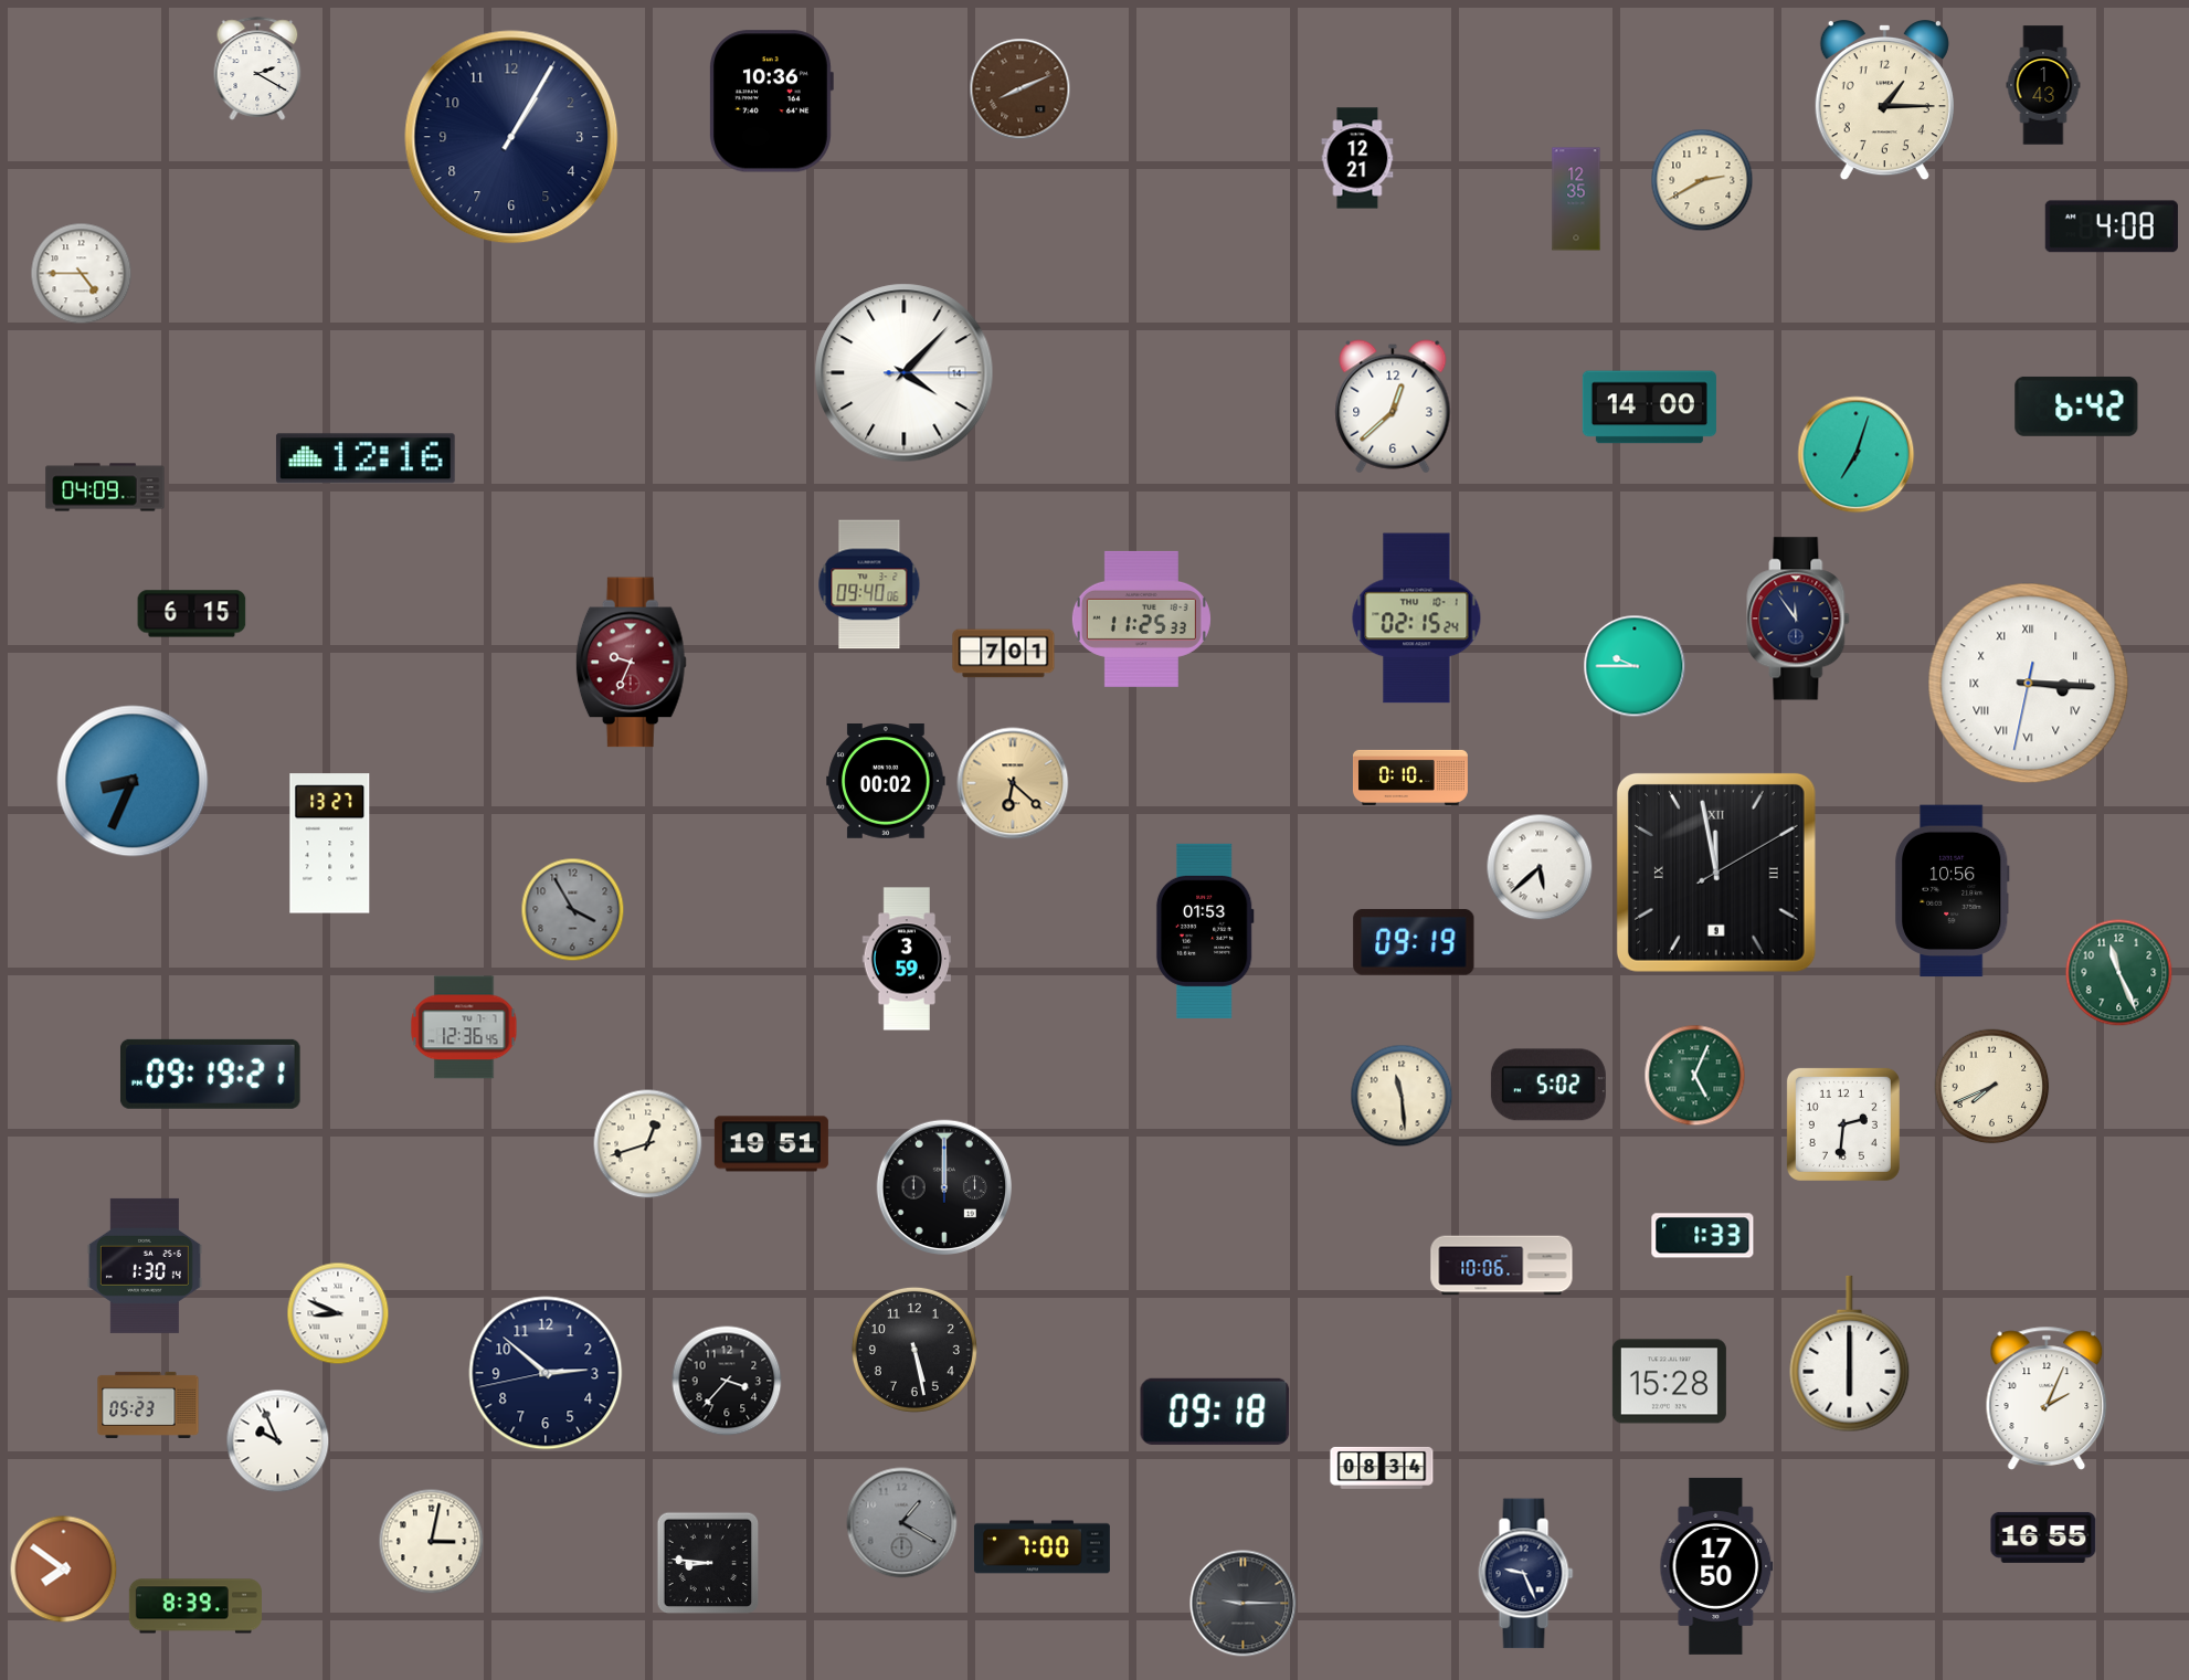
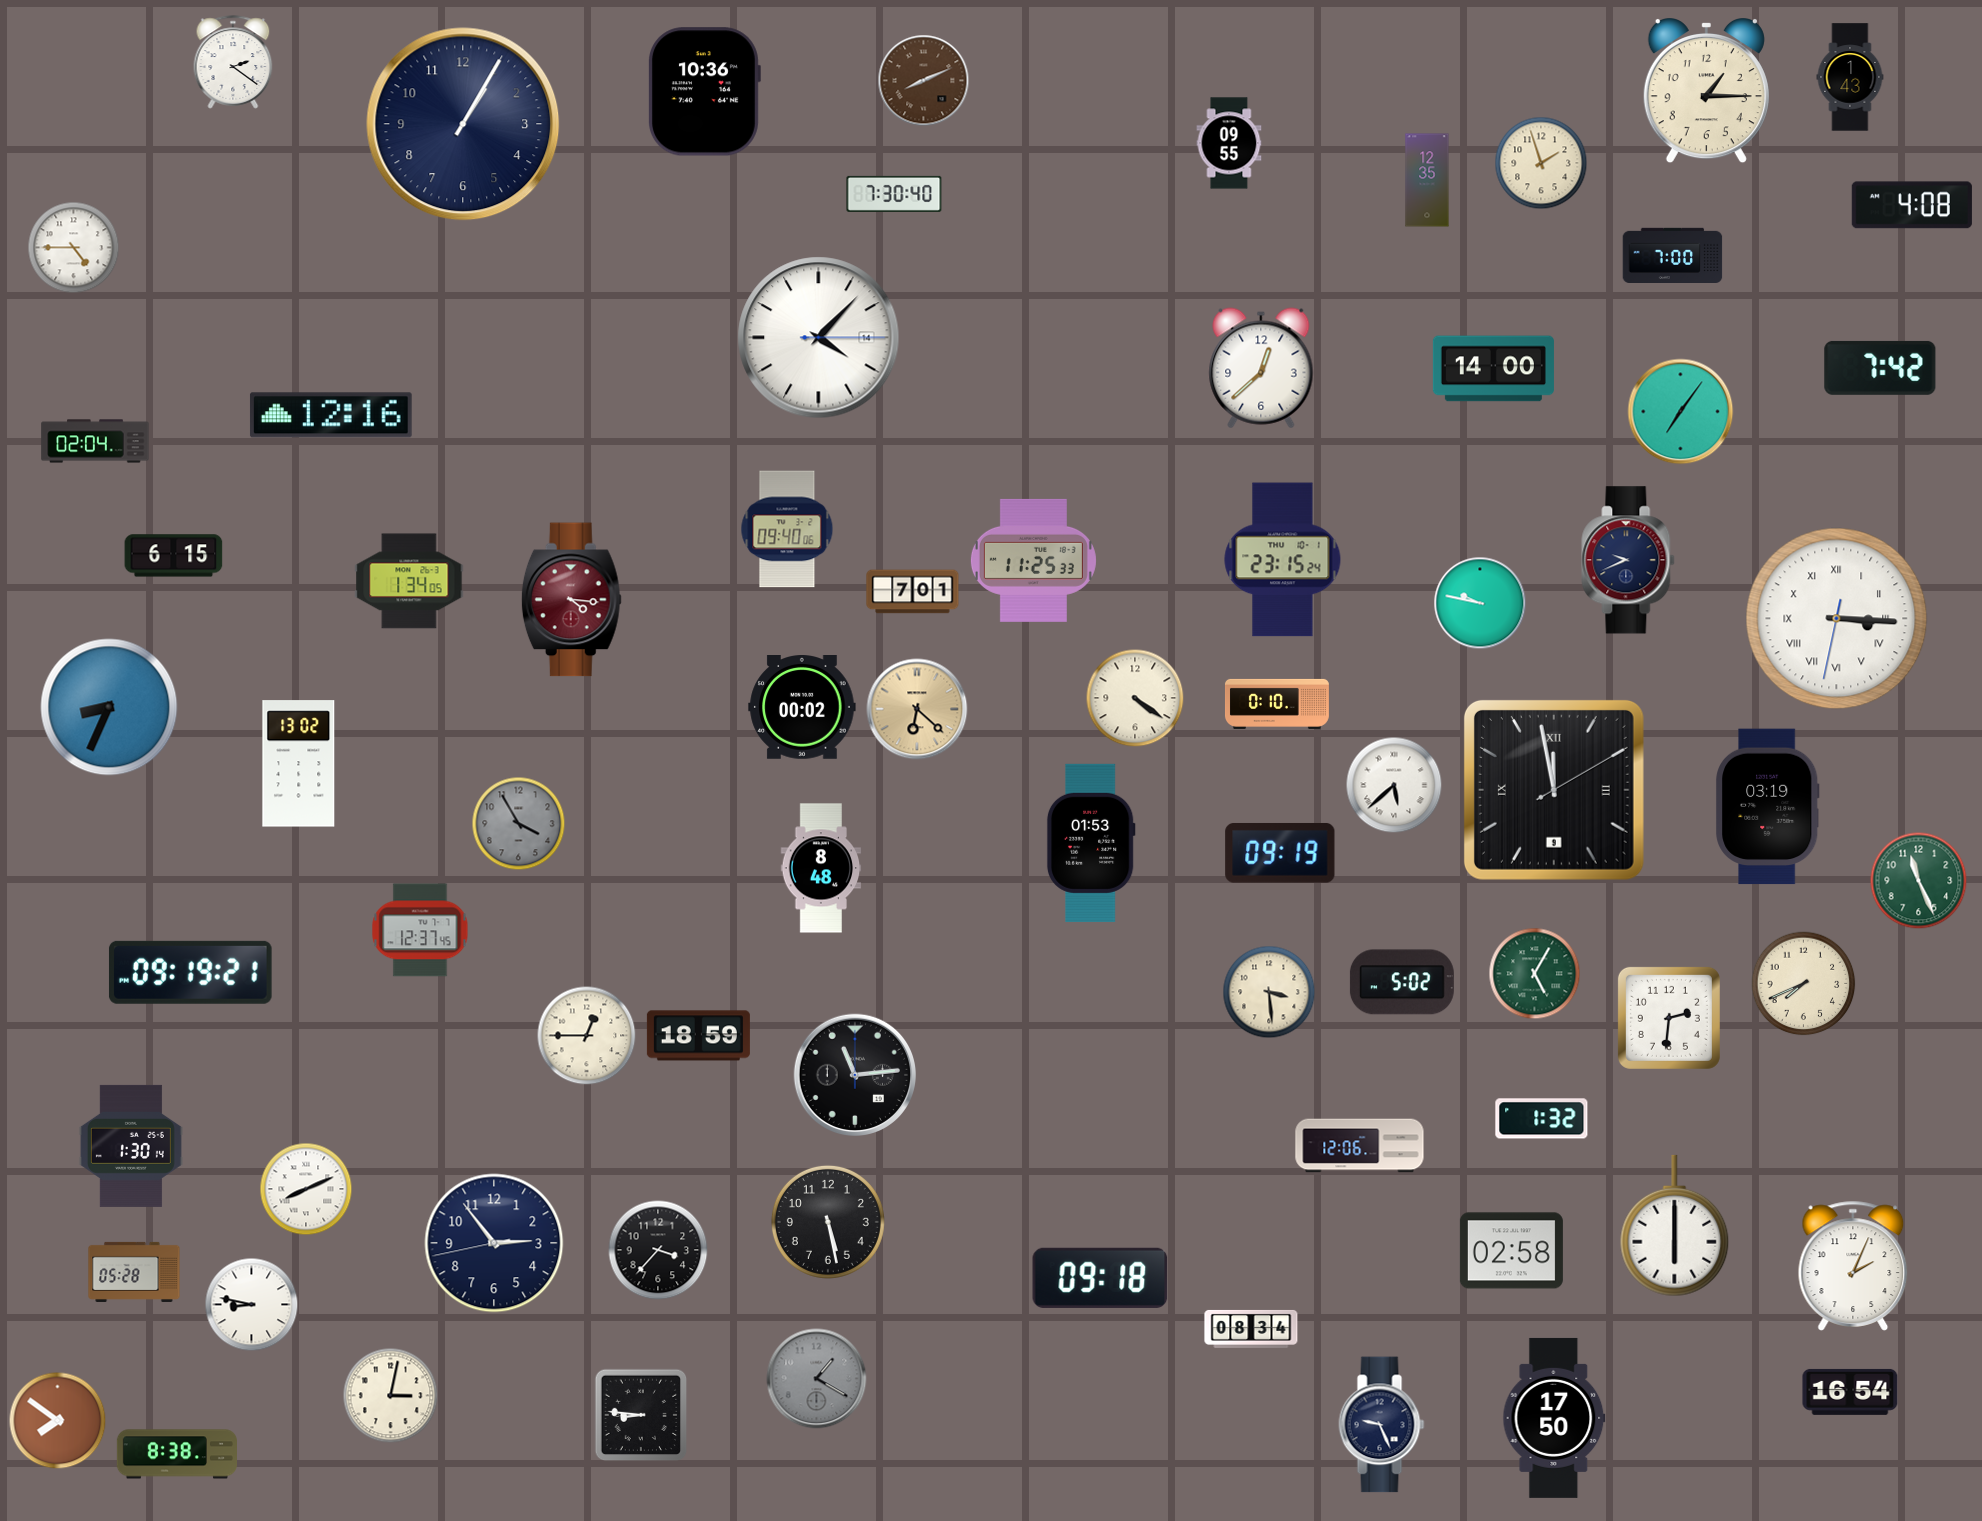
clock at (257, 68): 2:20 -> 2:21
clock at (771, 102) position: (771, 102) -> (704, 92)
clock at (1357, 158): 12:21 -> 09:55
clock at (1702, 180): 2:40 -> 1:57
clock at (894, 194): none -> 7:30
clock at (1673, 255): none -> 7:00
clock at (2076, 406): 6:42 -> 7:42
clock at (1857, 455): 7:03 -> 7:06
clock at (105, 487): 04:09 -> 02:04
clock at (1417, 619): 02:15 -> 23:15
clock at (1798, 619): 11:54 -> 9:41
clock at (409, 581): none -> 1:34
clock at (1004, 654) position: (1004, 654) -> (913, 592)
clock at (631, 663): 9:34 -> 4:16
clock at (1635, 666): 9:45 -> 9:47
clock at (1135, 698): none -> 4:21
clock at (133, 781) position: (133, 781) -> (109, 707)
clock at (330, 844): 13:27 -> 13:02
clock at (1953, 891): 10:56 -> 03:19
clock at (907, 959): 3:59 -> 8:48
clock at (464, 1027): 12:36 -> 12:37
clock at (1695, 1076): 5:04 -> 5:05
clock at (1402, 1096): 11:29 -> 3:29
clock at (648, 1144): 12:42 -> 12:45
clock at (771, 1144): 19:51 -> 18:59
clock at (943, 1186): 12:00 -> 11:14
clock at (1703, 1236): 1:33 -> 1:32
clock at (1502, 1266): 10:06 -> 12:06
clock at (338, 1313): 8:49 -> 8:11
clock at (546, 1373): 2:51 -> 2:53
clock at (1669, 1382): 15:28 -> 02:58
clock at (148, 1405): 05:23 -> 05:28
clock at (278, 1441): 9:56 -> 8:47
clock at (2043, 1538): 16:55 -> 16:54
clock at (1041, 1547): 7:00 -> none
clock at (1244, 1604): 9:15 -> none
clock at (194, 1606): 8:39 -> 8:38
